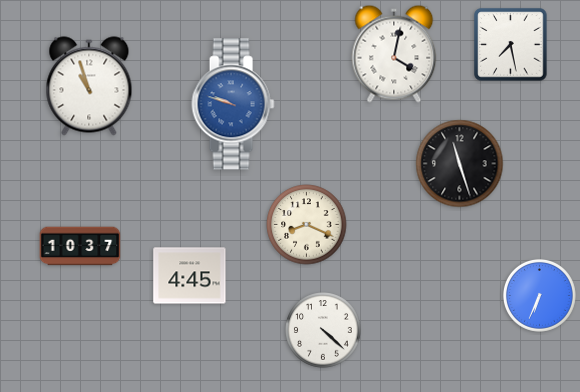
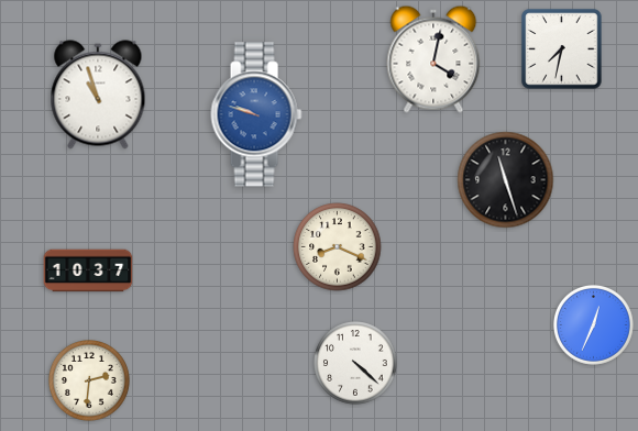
clock at (511, 45): 7:28 -> 7:32
clock at (190, 276): 4:45 -> none
clock at (539, 295): 6:34 -> 12:34
clock at (90, 382): none -> 2:31
